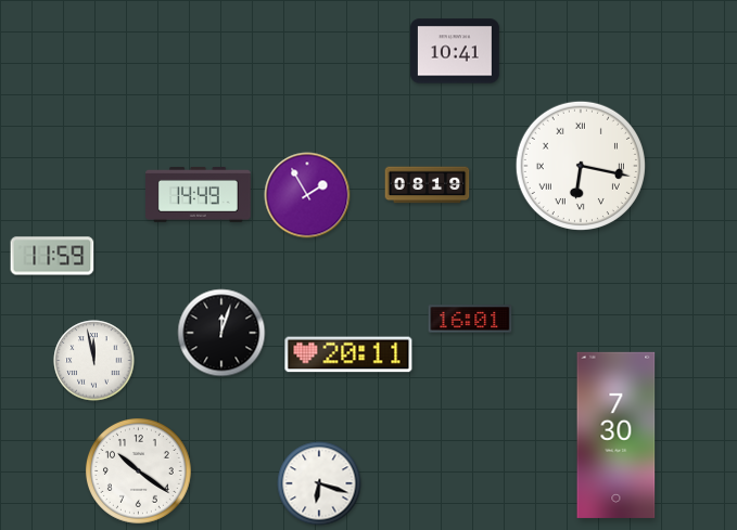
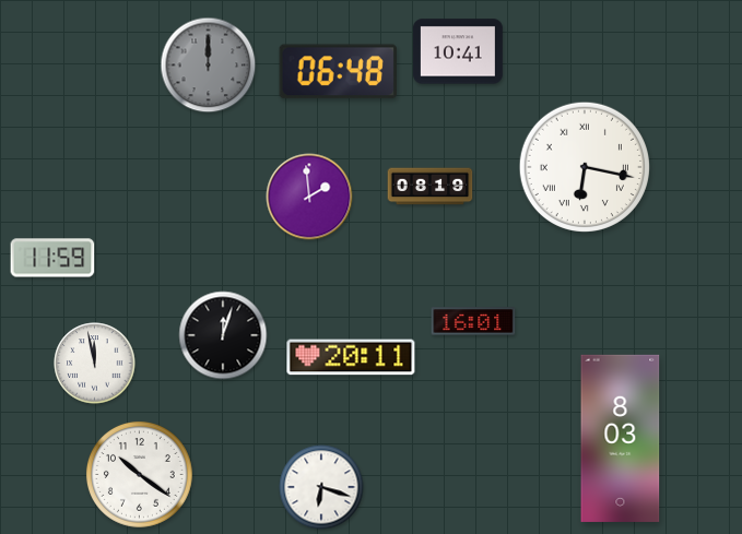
clock at (209, 66): none -> 12:00
clock at (338, 72): none -> 06:48
clock at (199, 195): 14:49 -> none
clock at (307, 195): 1:55 -> 1:59
clock at (617, 435): 7:30 -> 8:03
